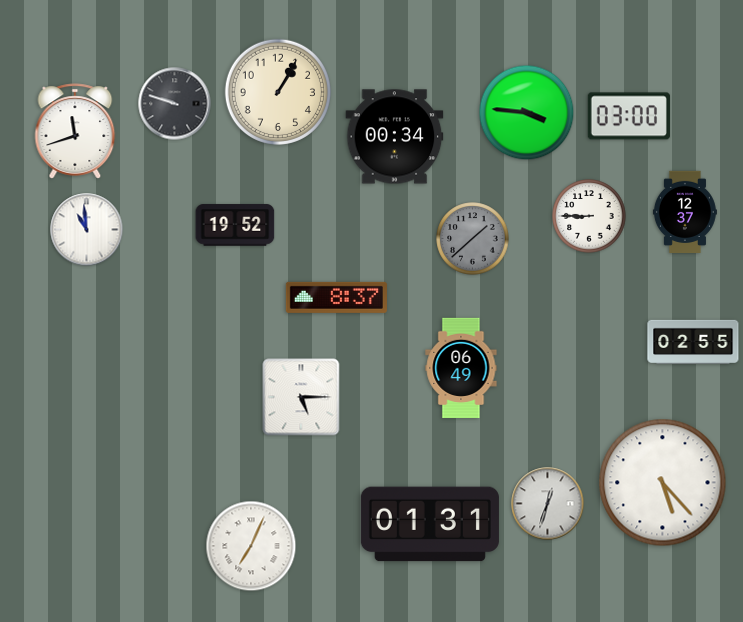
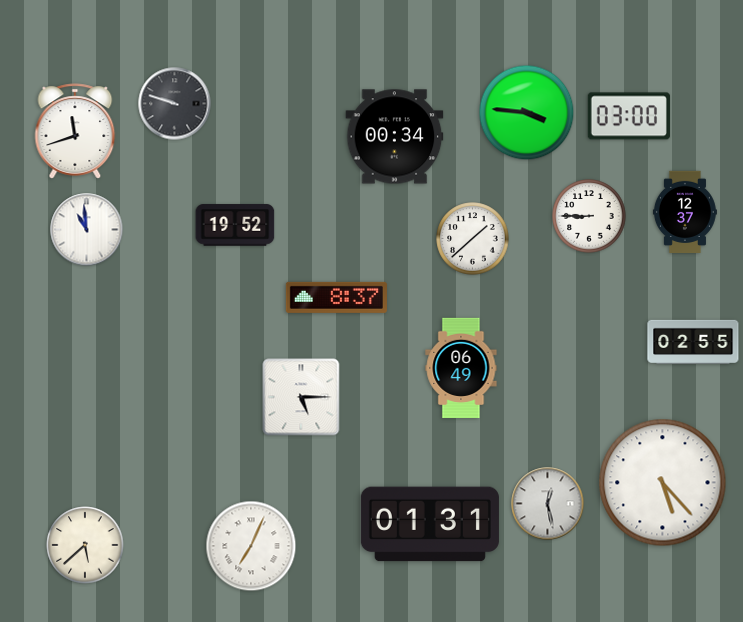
clock at (278, 92): 1:05 -> none
clock at (473, 239) dial: grey -> white
clock at (548, 504): 12:33 -> 12:28
clock at (85, 545): none -> 5:38
